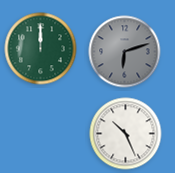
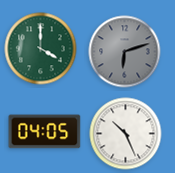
clock at (41, 49): 12:00 -> 4:00
clock at (45, 132): none -> 04:05
